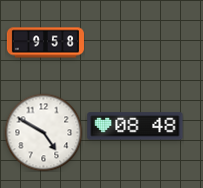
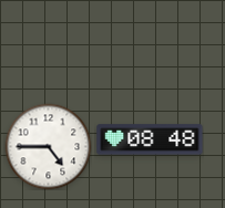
clock at (45, 43): 9:58 -> none
clock at (43, 132): 4:50 -> 4:45
